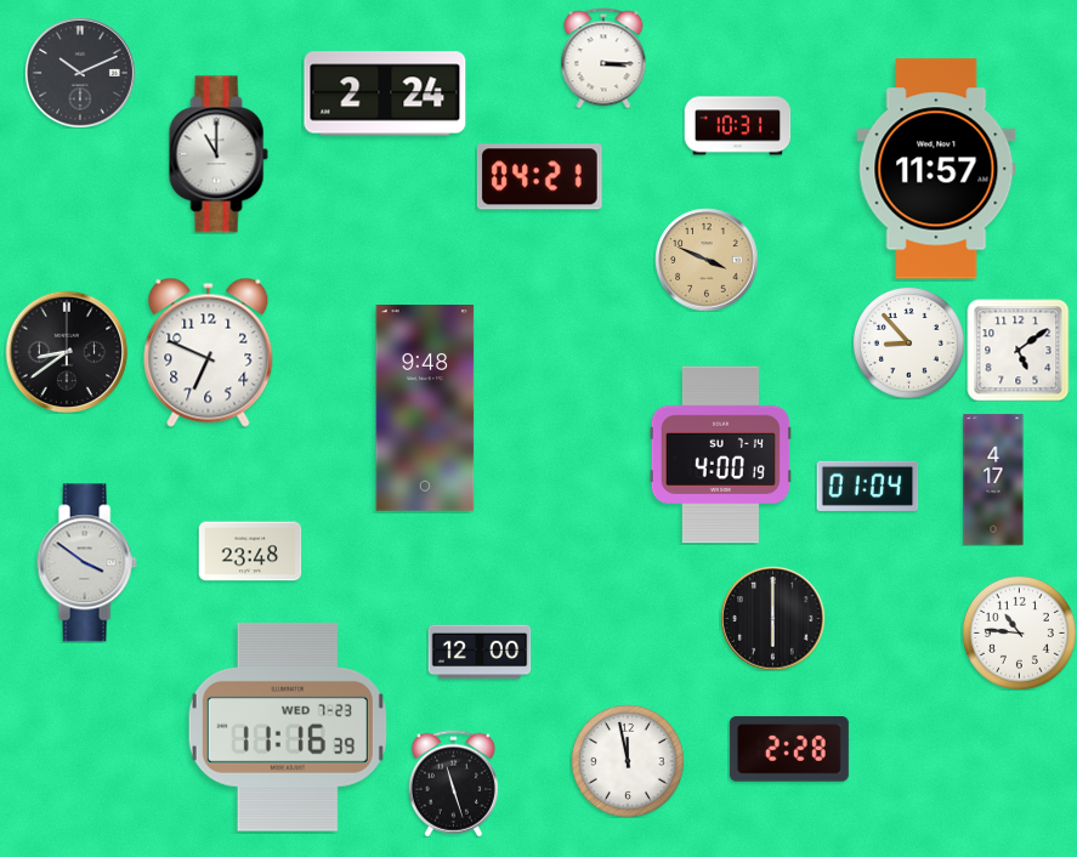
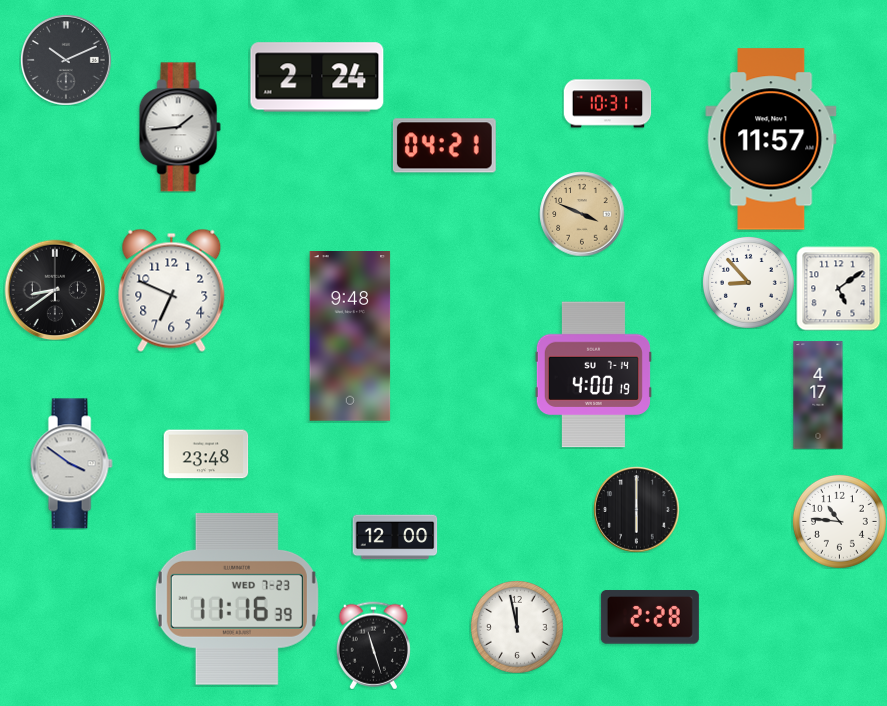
clock at (603, 58): 3:15 -> none
clock at (219, 154): 11:00 -> 1:44
clock at (867, 486): 01:04 -> none
